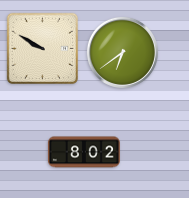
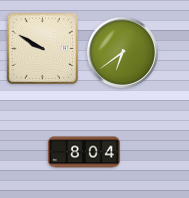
clock at (84, 152): 8:02 -> 8:04
